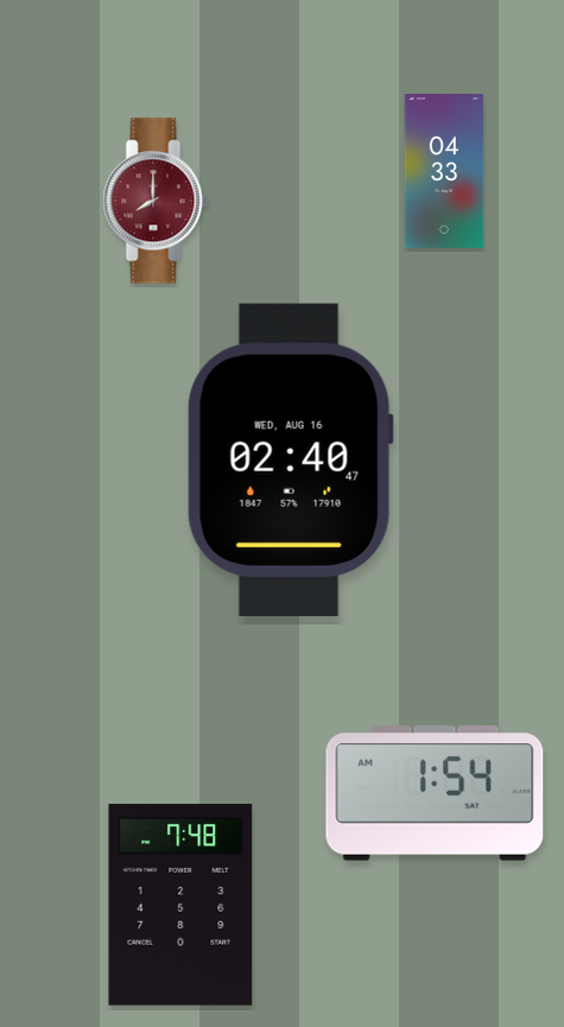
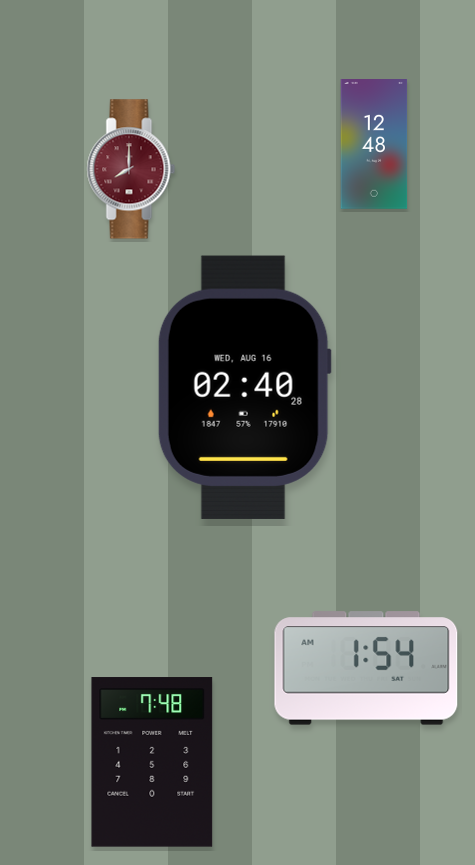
clock at (444, 172): 04:33 -> 12:48
clock at (290, 459): 02:40:47 -> 02:40:28
